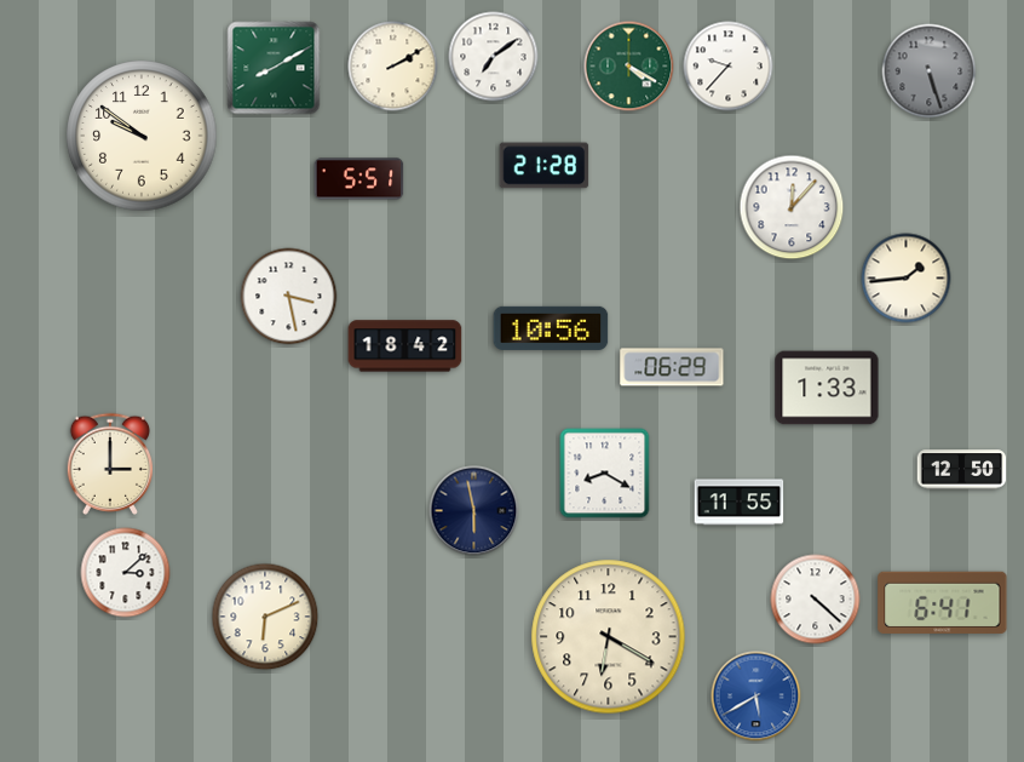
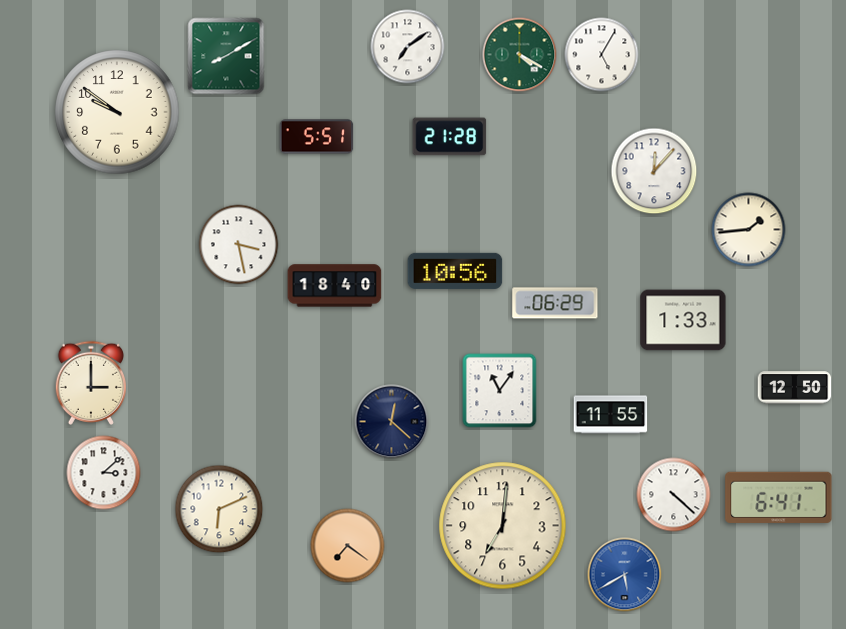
clock at (393, 67): 2:10 -> none
clock at (729, 67): 9:37 -> 5:05
clock at (930, 71): 5:27 -> none
clock at (359, 179) position: (359, 179) -> (317, 137)
clock at (405, 346): 18:42 -> 18:40
clock at (605, 474): 8:20 -> 11:06
clock at (474, 511): 5:58 -> 12:22
clock at (609, 637): 6:20 -> 7:01
clock at (348, 546): none -> 7:21
